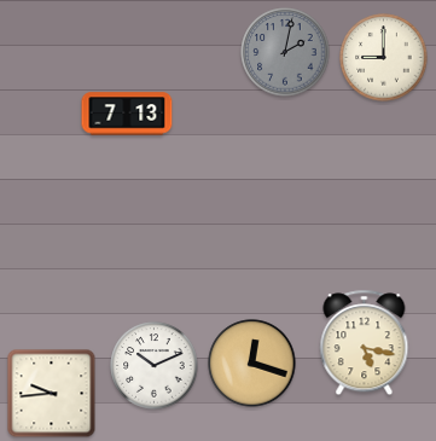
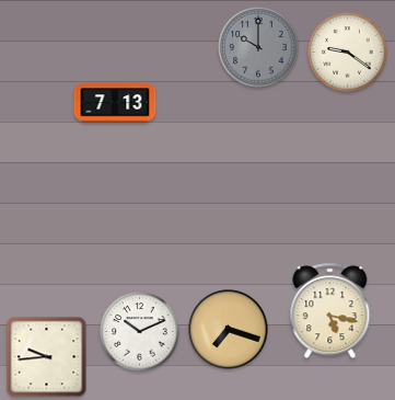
clock at (285, 52): 2:02 -> 10:00
clock at (384, 58): 9:00 -> 9:21
clock at (252, 364): 12:18 -> 7:18
